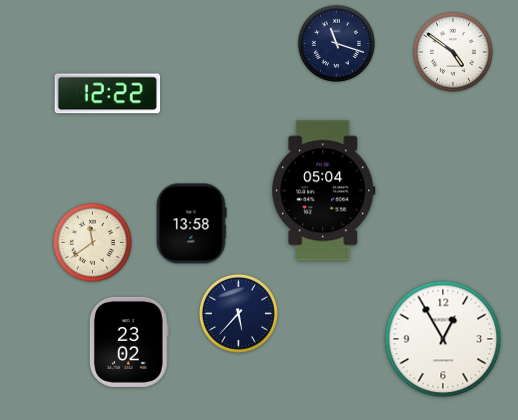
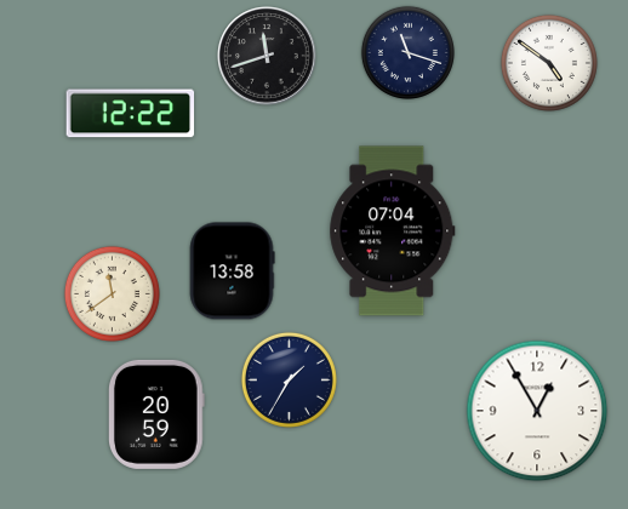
clock at (267, 56): none -> 11:42
clock at (324, 191): 05:04 -> 07:04
clock at (238, 313): 5:37 -> 1:35
clock at (129, 342): 23:02 -> 20:59
